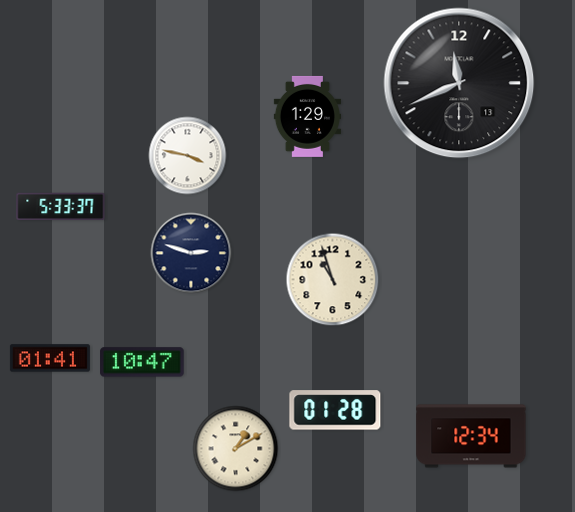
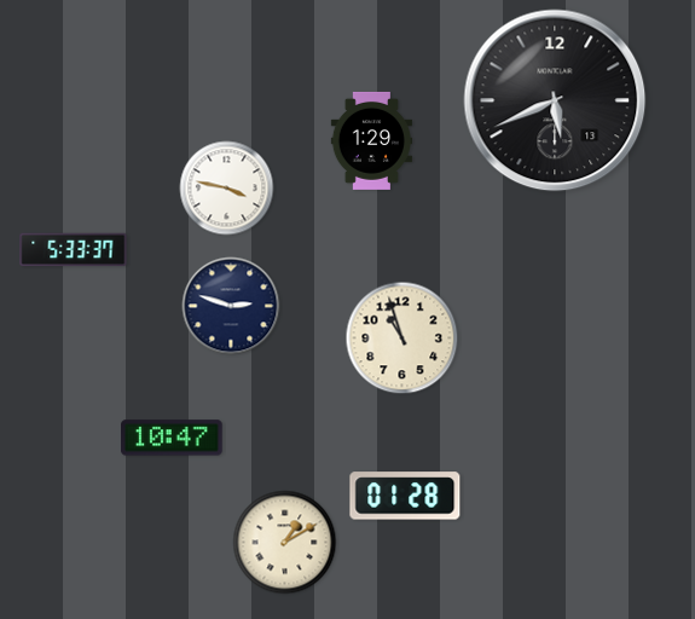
clock at (459, 83): 11:41 -> 5:41
clock at (50, 358): 01:41 -> none
clock at (471, 436): 12:34 -> none
